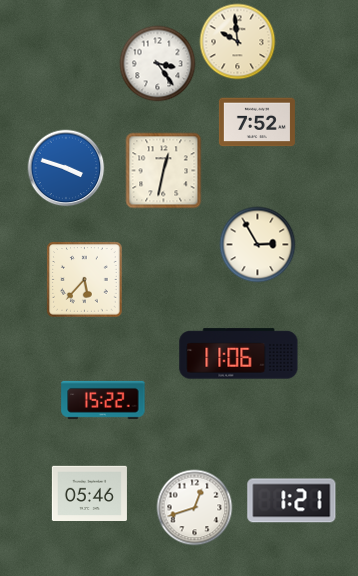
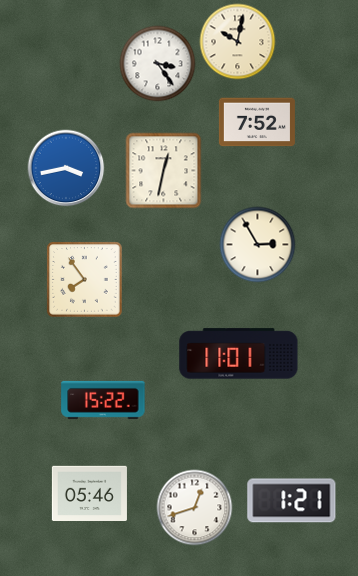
clock at (238, 42): 9:59 -> 10:02
clock at (66, 168): 3:48 -> 3:43
clock at (85, 280): 5:37 -> 7:54
clock at (239, 354): 11:06 -> 11:01
